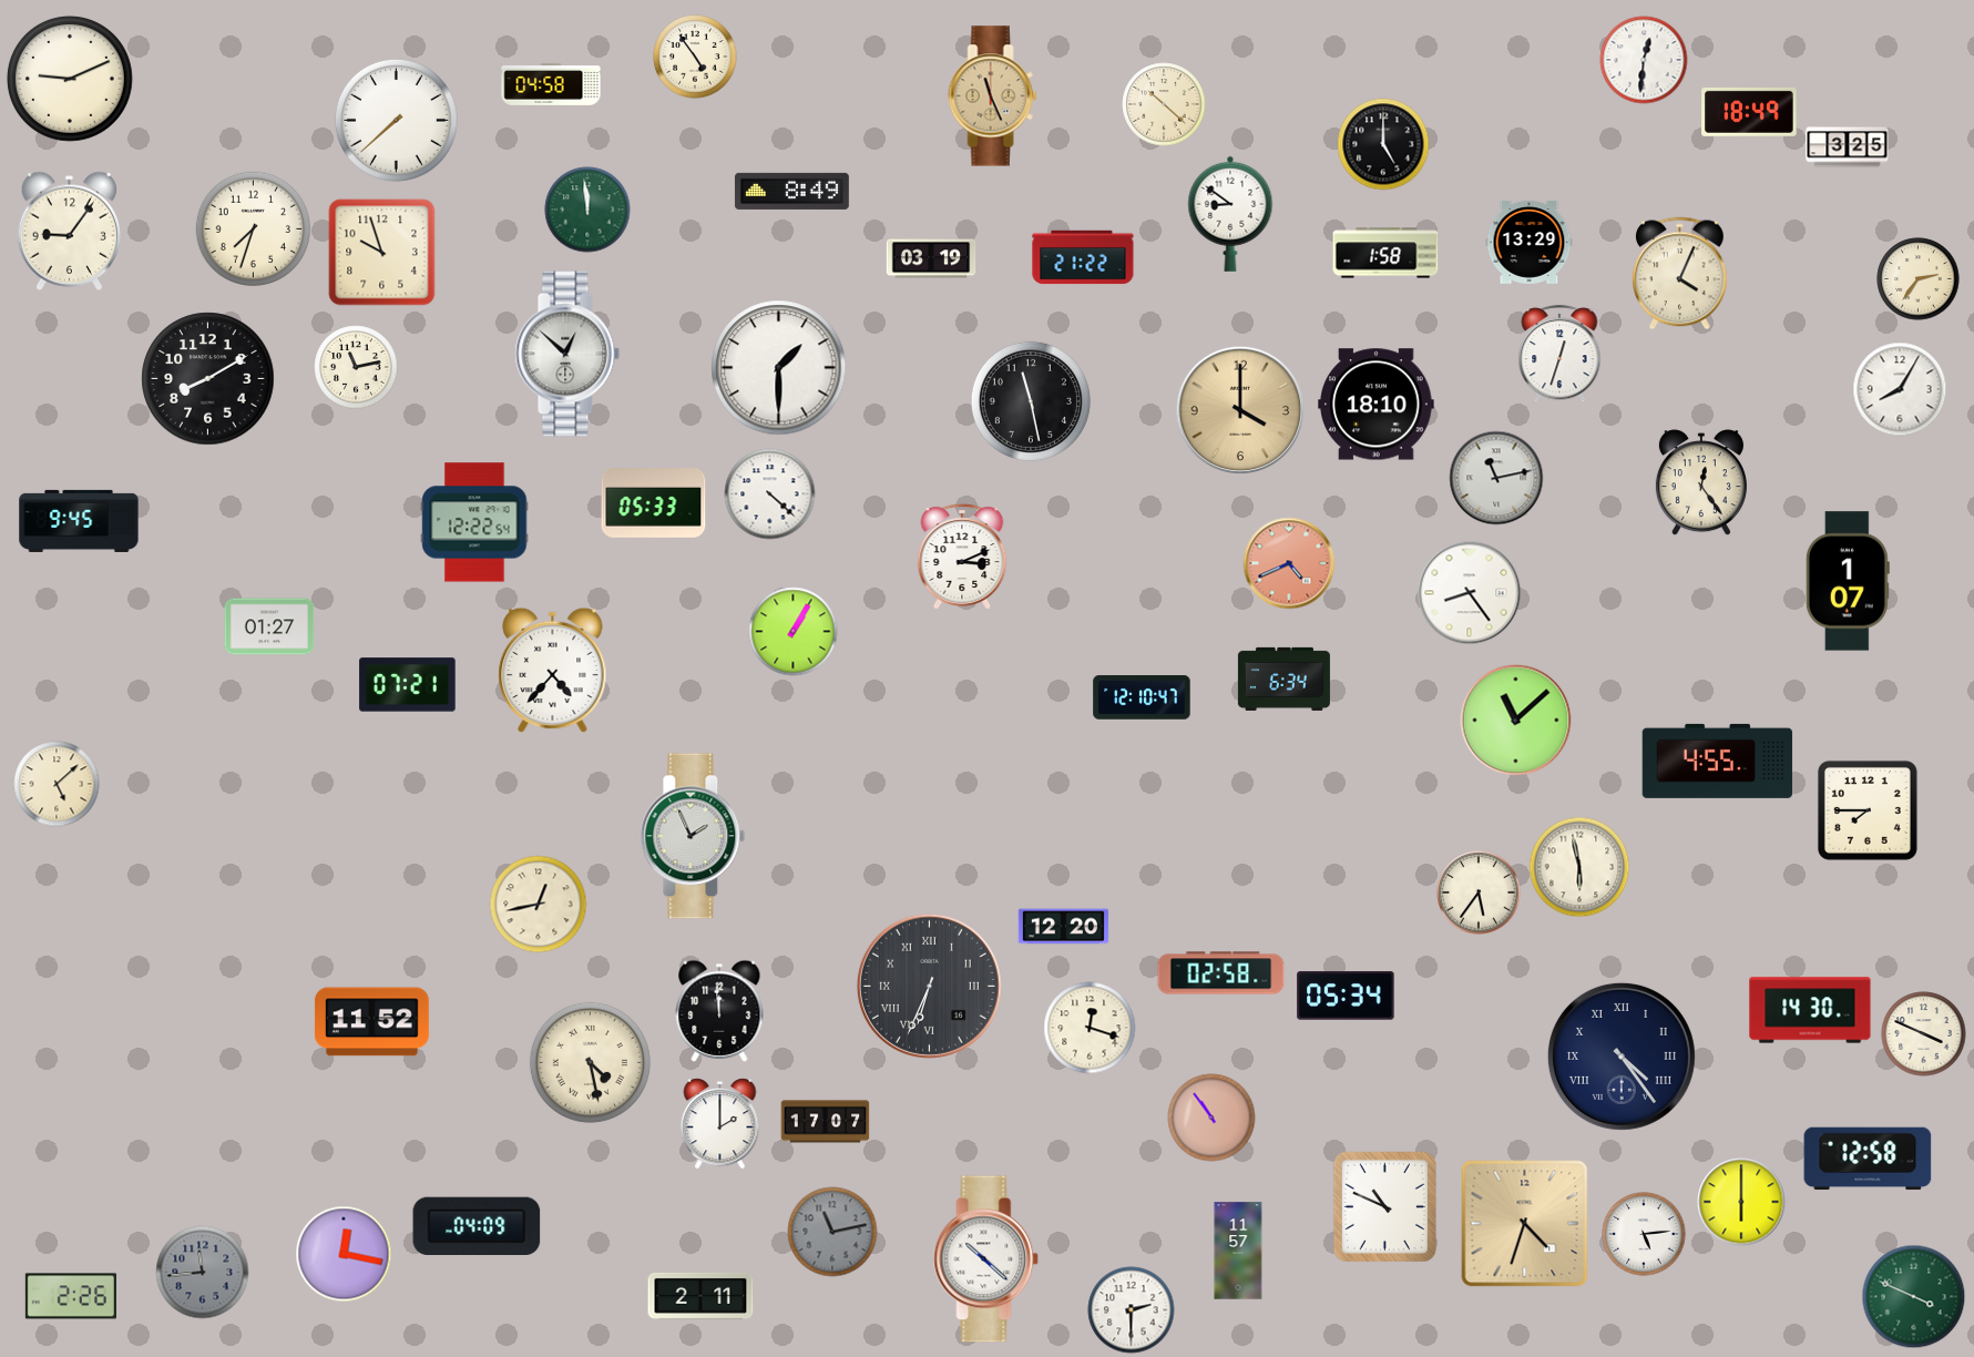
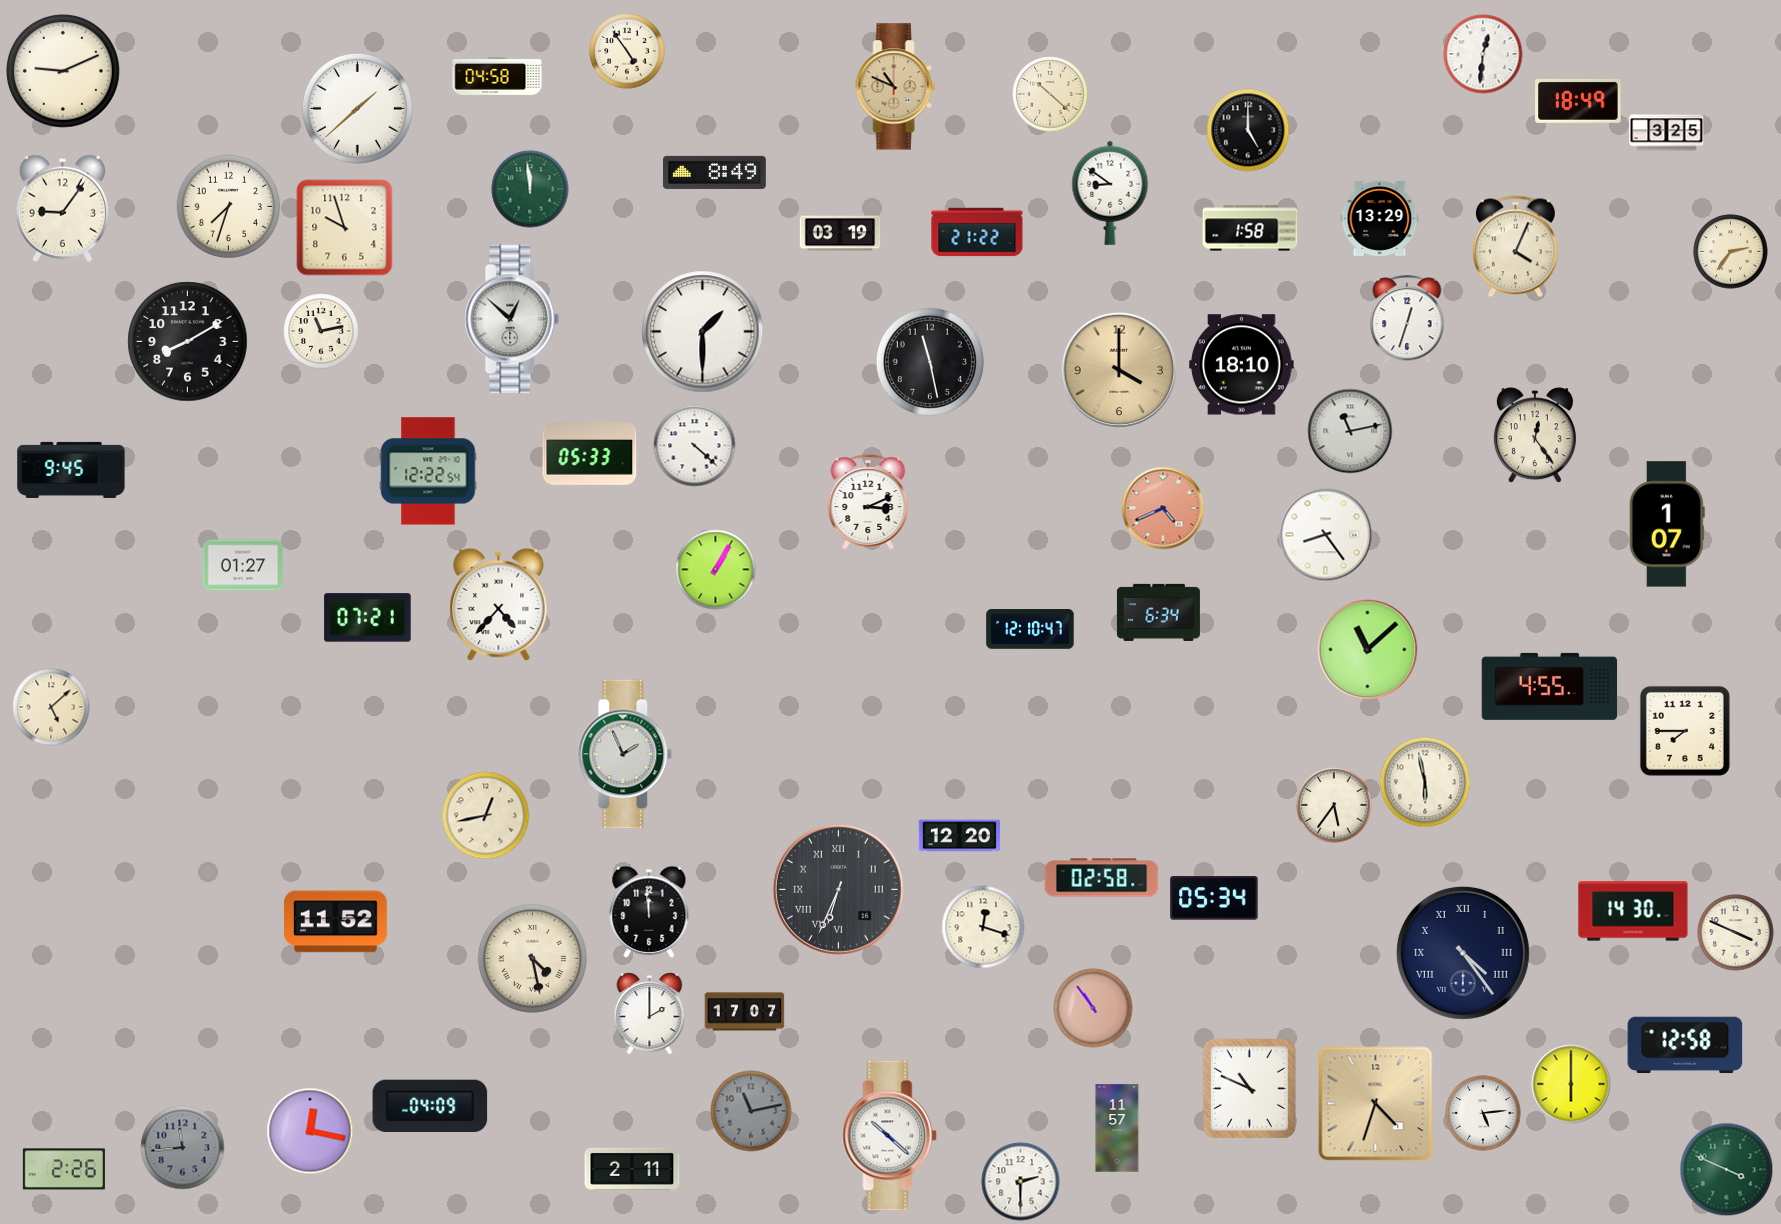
clock at (993, 96): 11:26 -> 10:49
clock at (396, 120): 7:38 -> 1:38
clock at (1900, 389): 8:05 -> none
